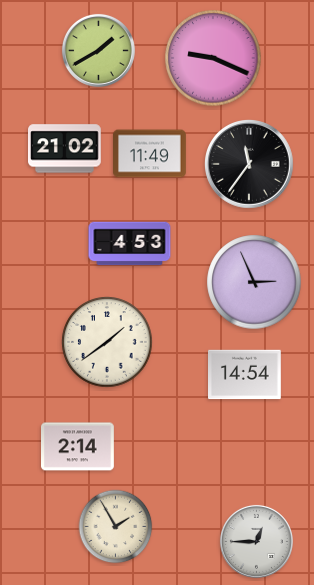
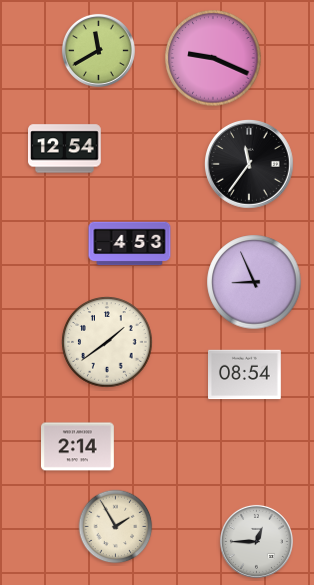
clock at (98, 50): 1:40 -> 11:40
clock at (65, 149): 21:02 -> 12:54
clock at (150, 154): 11:49 -> none
clock at (254, 282): 2:56 -> 8:56
clock at (245, 375): 14:54 -> 08:54
